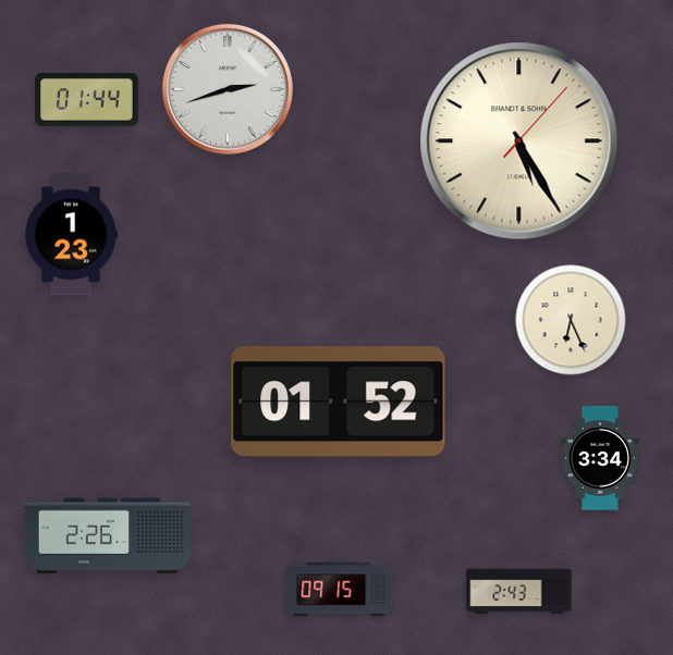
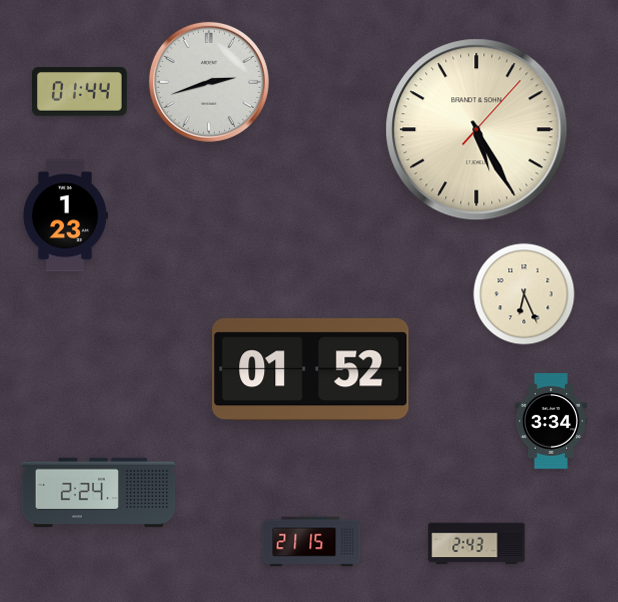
clock at (108, 536): 2:26 -> 2:24
clock at (340, 590): 09:15 -> 21:15
